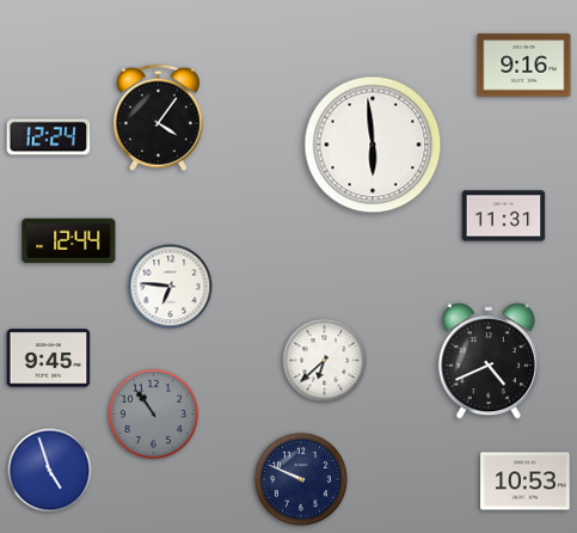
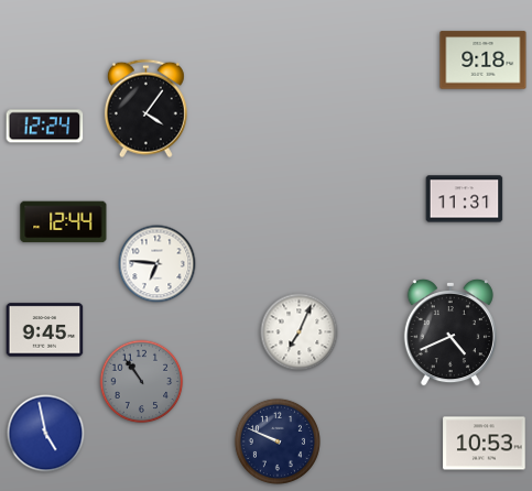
clock at (524, 66): 9:16 -> 9:18
clock at (373, 145): 5:59 -> none
clock at (325, 361): 6:38 -> 7:04
clock at (50, 471): 4:57 -> 4:58
